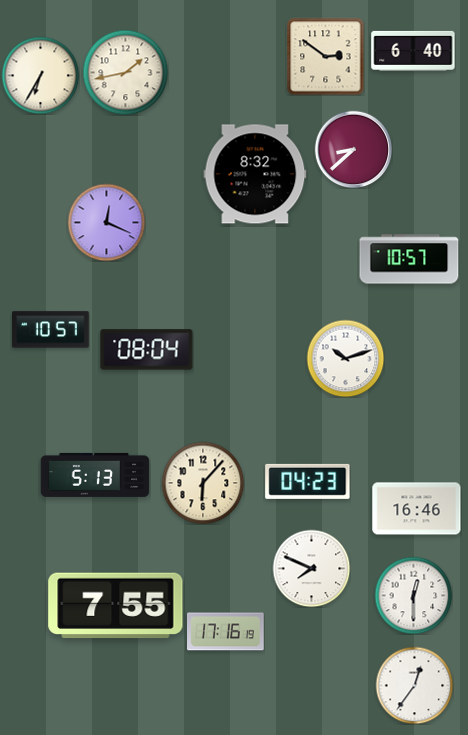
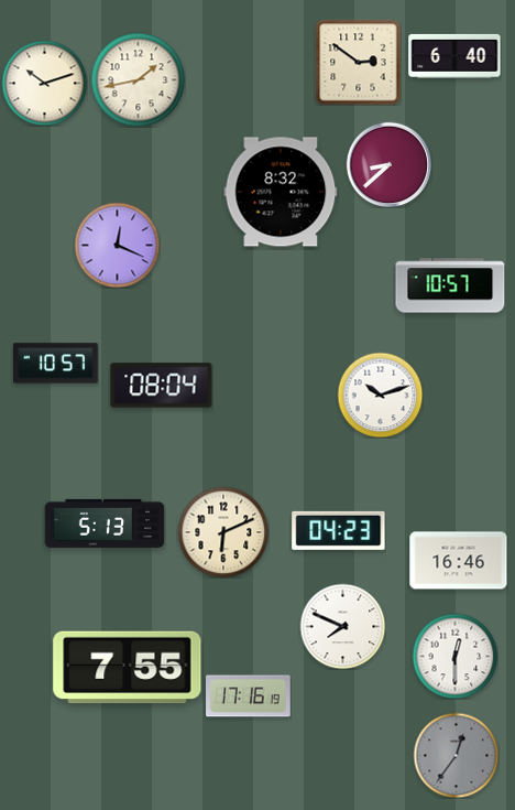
clock at (40, 75): 6:35 -> 10:12
clock at (203, 483): 6:07 -> 6:11
clock at (414, 685) dial: white -> grey
